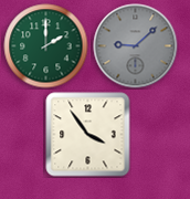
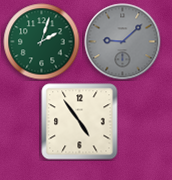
clock at (46, 46): 2:00 -> 2:03
clock at (88, 135): 3:54 -> 4:54
